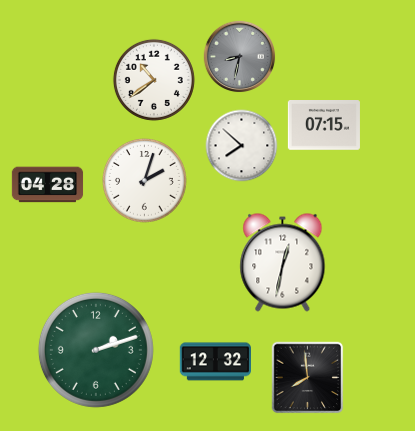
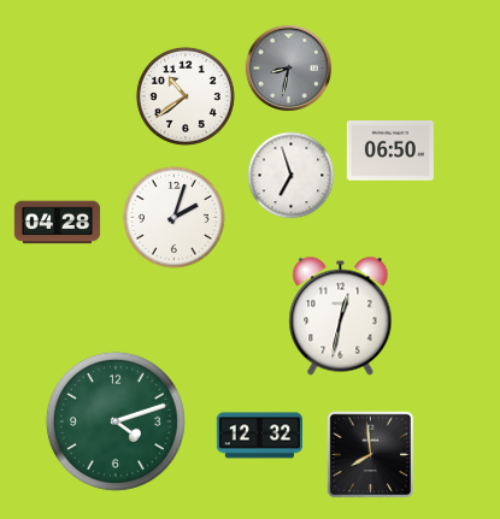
clock at (324, 126): 07:15 -> 06:50
clock at (242, 146): 7:52 -> 6:57
clock at (96, 350): 2:12 -> 4:12
